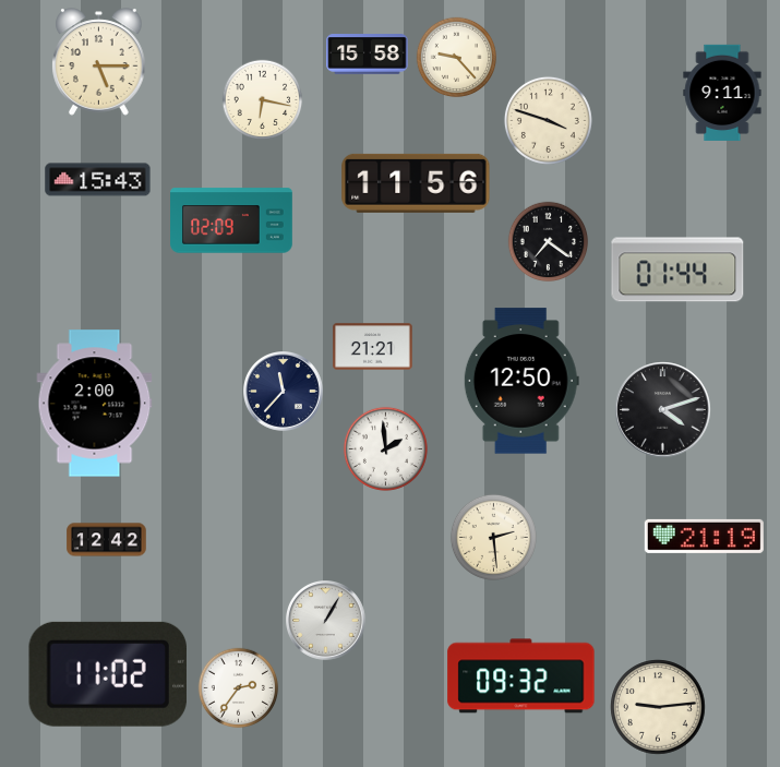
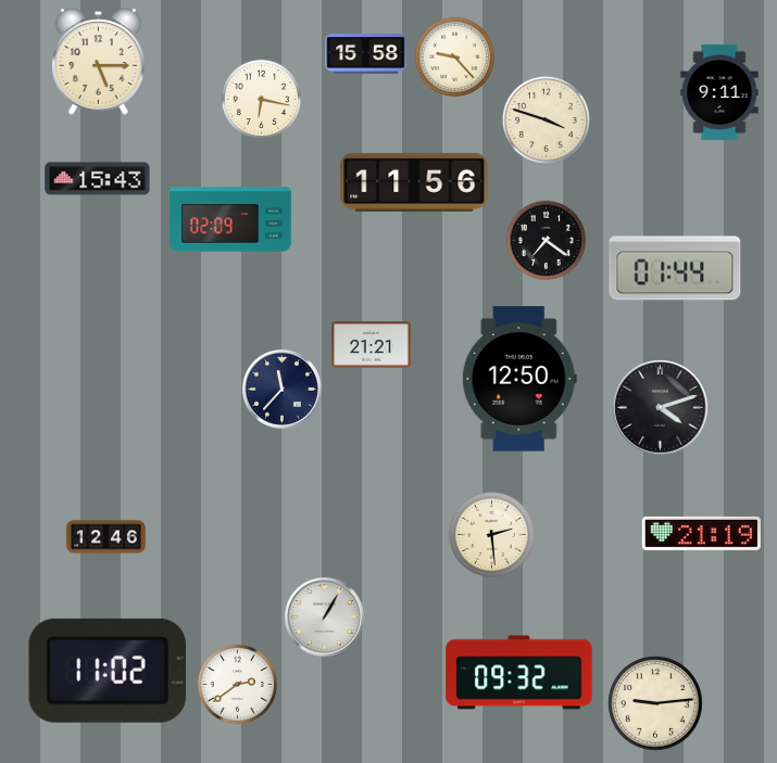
clock at (95, 404): 2:00 -> none
clock at (385, 448): 1:59 -> none
clock at (107, 540): 12:42 -> 12:46
clock at (239, 688): 2:36 -> 2:39
